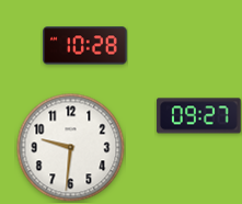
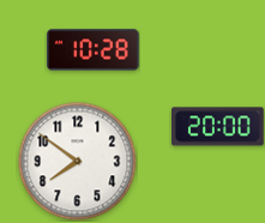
clock at (199, 116): 09:27 -> 20:00
clock at (71, 148): 9:31 -> 7:51
